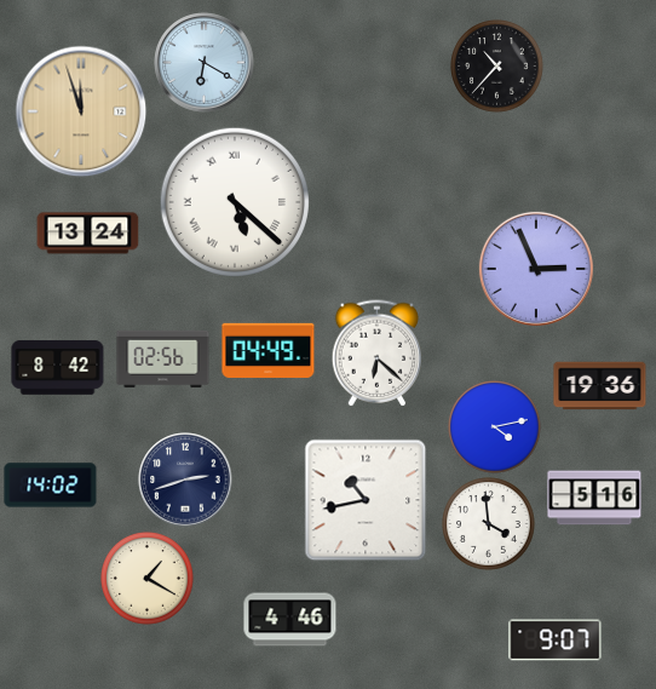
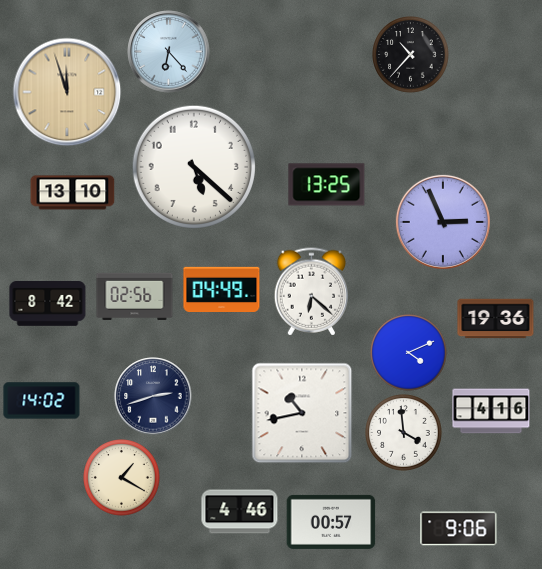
clock at (205, 63): 6:20 -> 6:23
clock at (234, 201) numerals: Roman -> Arabic
clock at (327, 185): none -> 13:25
clock at (88, 234): 13:24 -> 13:10
clock at (495, 427): 4:13 -> 4:11
clock at (594, 498): 5:16 -> 4:16
clock at (331, 522): none -> 00:57
clock at (556, 641): 9:07 -> 9:06
